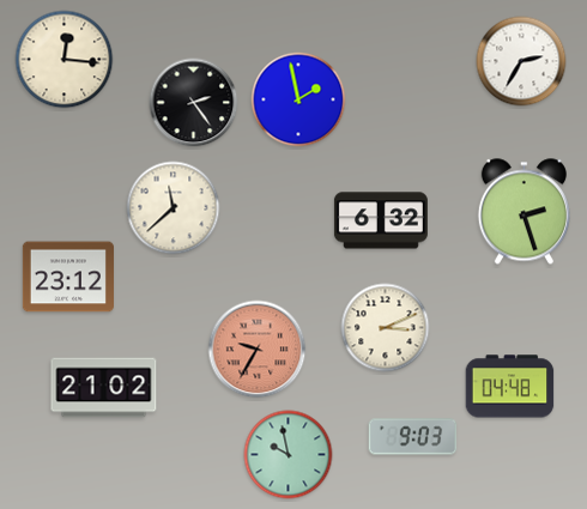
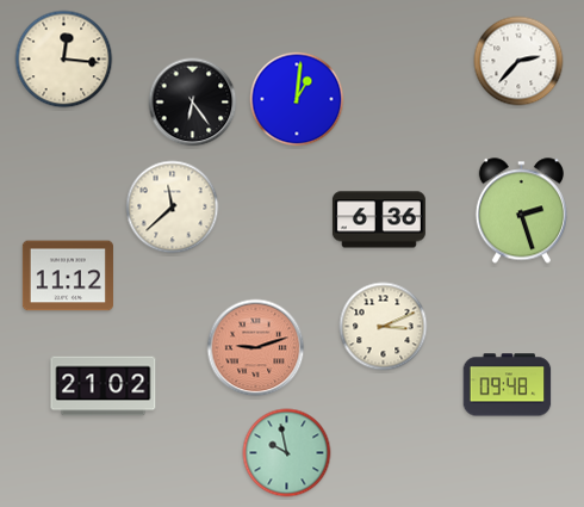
clock at (521, 61): 2:35 -> 2:37
clock at (298, 99): 1:58 -> 1:01
clock at (194, 103): 2:24 -> 6:24
clock at (381, 220): 6:32 -> 6:36
clock at (68, 277): 23:12 -> 11:12
clock at (258, 350): 9:35 -> 9:12
clock at (510, 387): 04:48 -> 09:48
clock at (413, 437): 9:03 -> none
